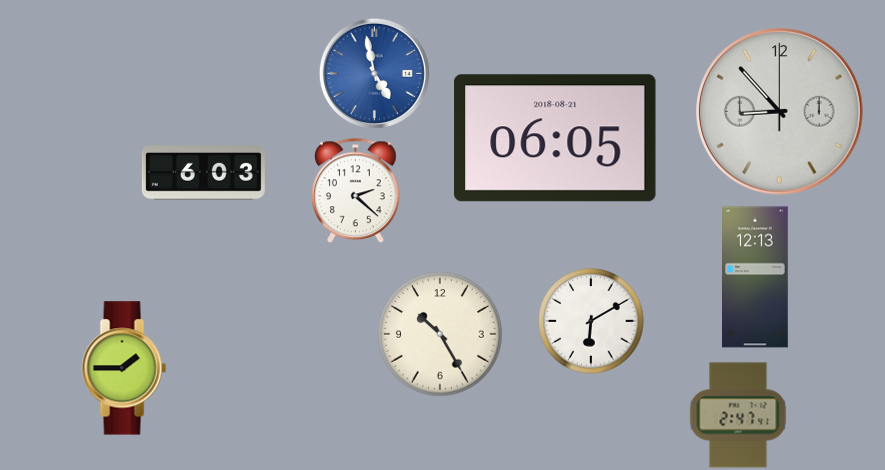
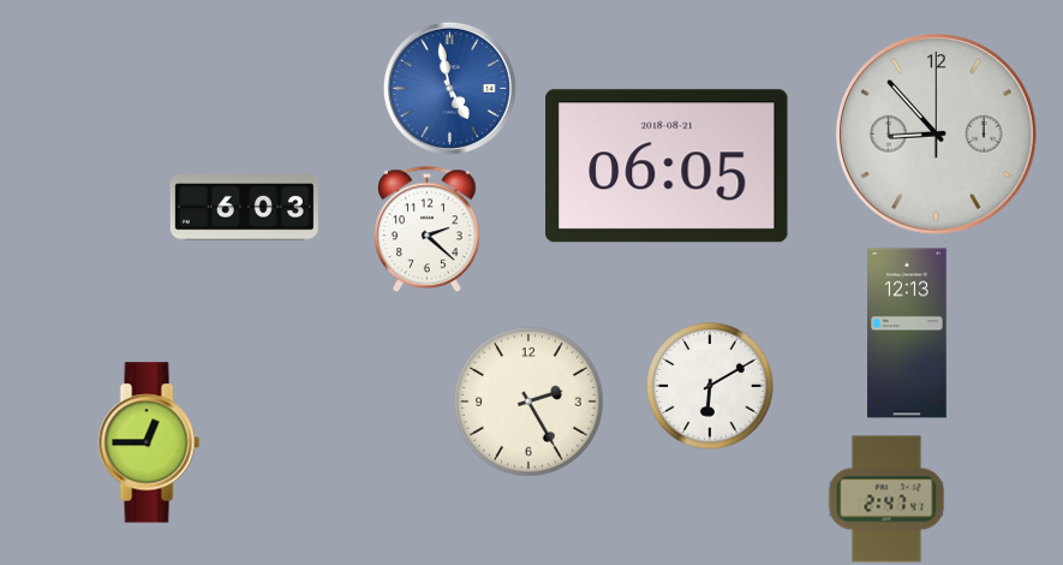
clock at (440, 334): 10:25 -> 2:25
clock at (124, 368): 1:45 -> 12:45
